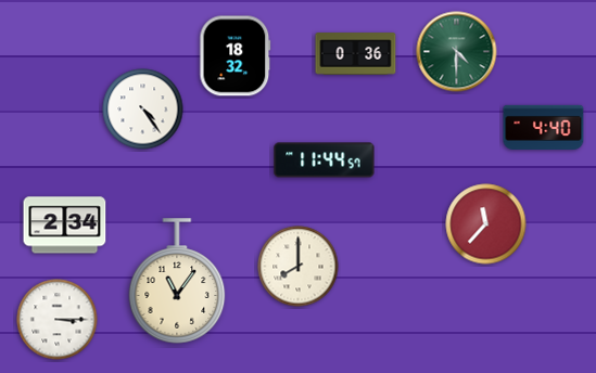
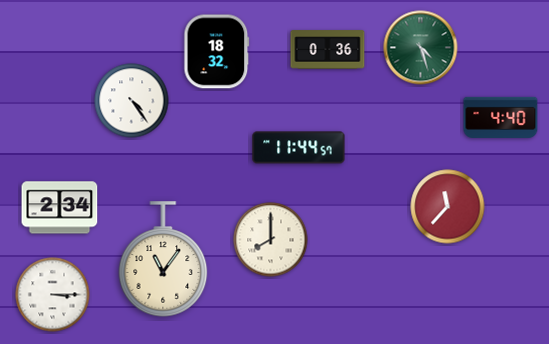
clock at (457, 52): 4:30 -> 4:27
clock at (299, 267) position: (299, 267) -> (271, 240)
